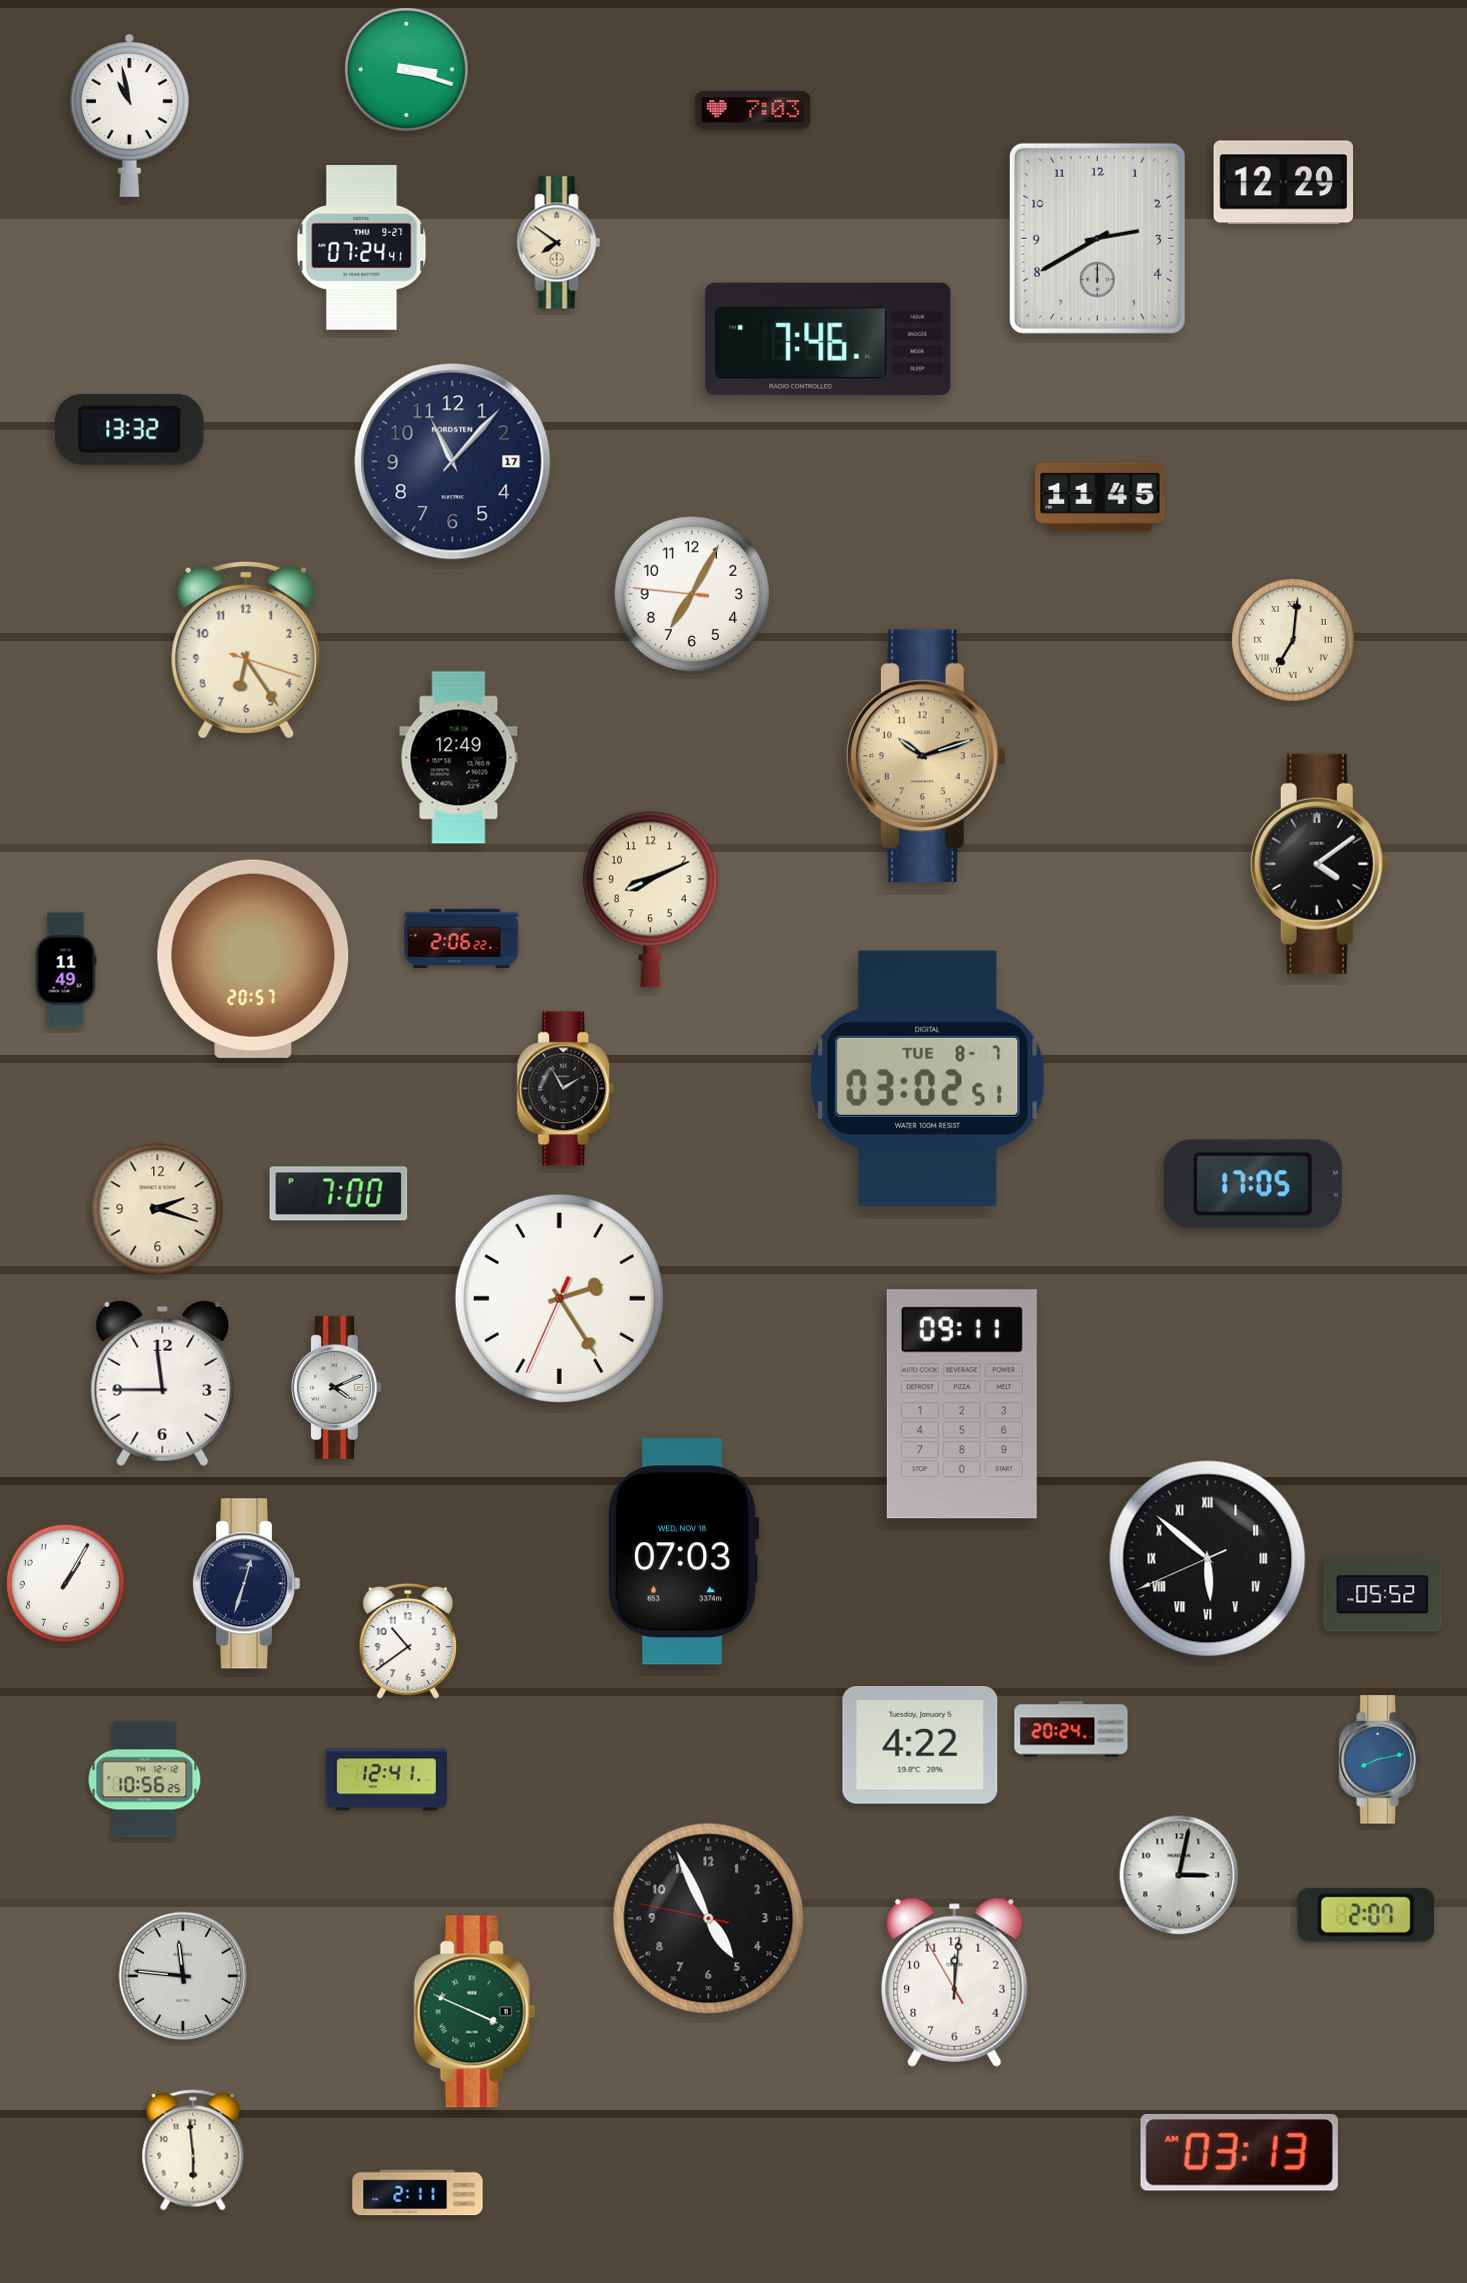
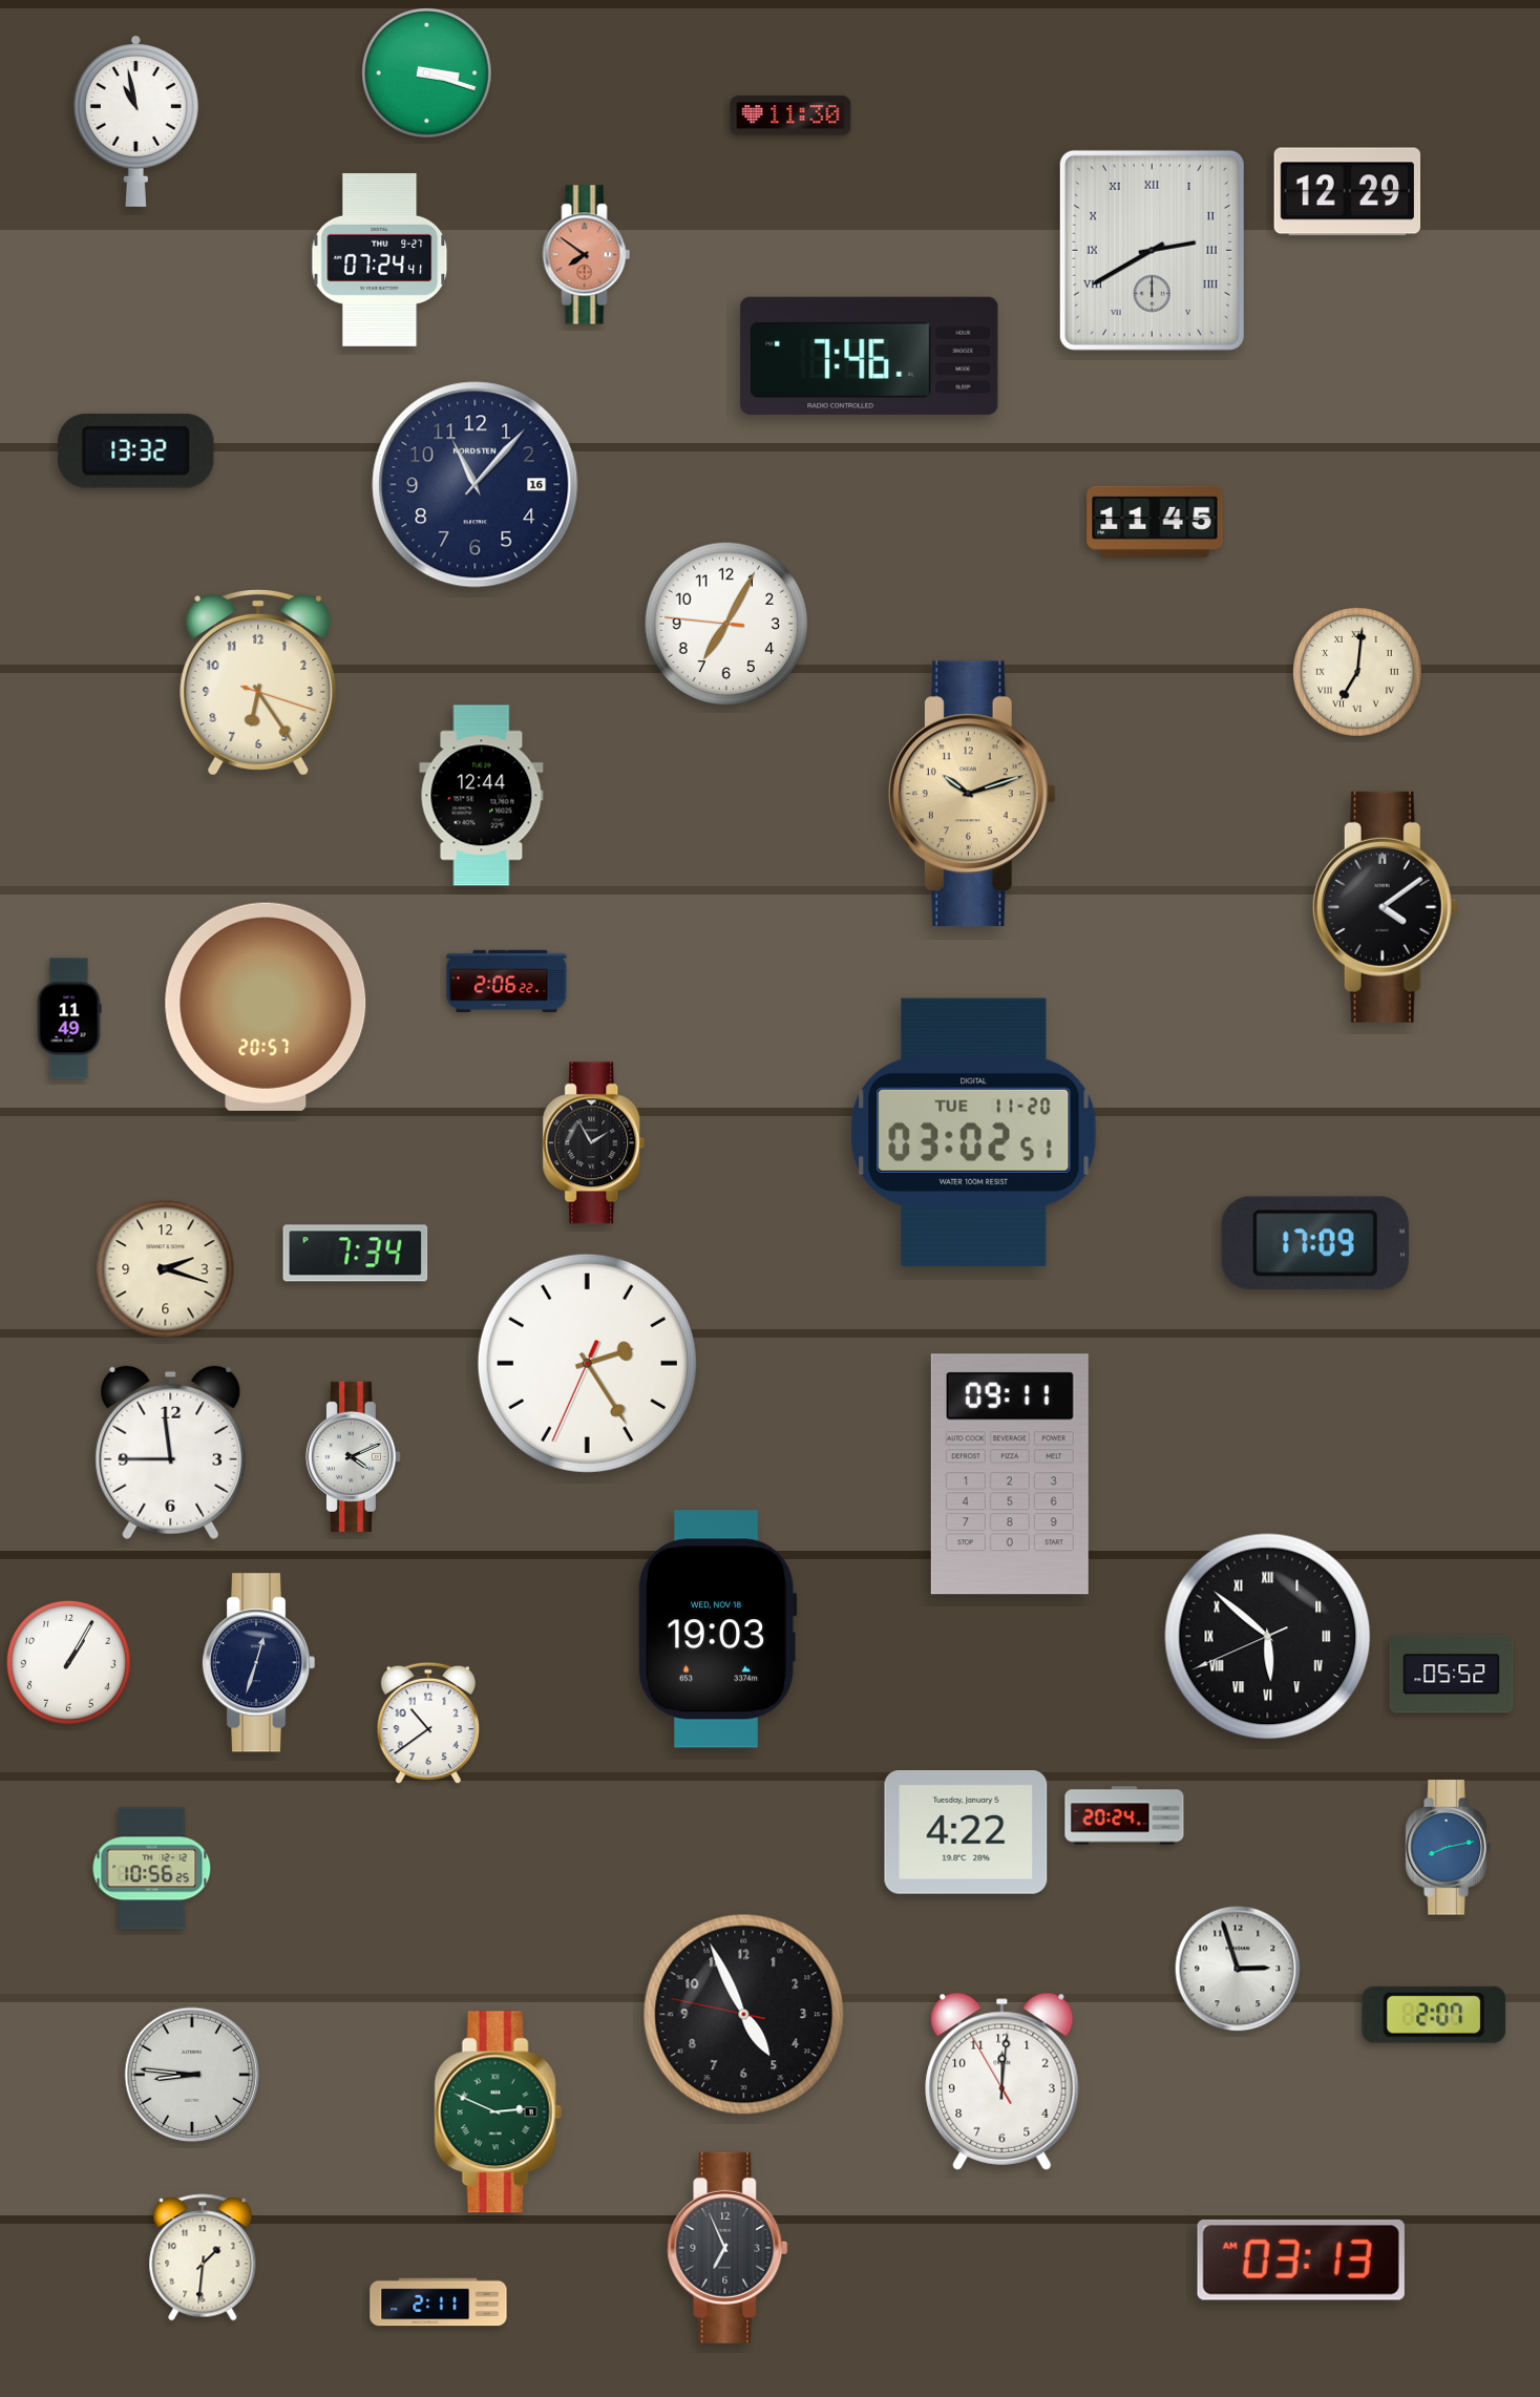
clock at (753, 110): 7:03 -> 11:30
clock at (1097, 238) numerals: Arabic -> Roman
clock at (559, 243) dial: cream -> salmon
clock at (453, 462) date: 17 -> 16
clock at (459, 758): 12:49 -> 12:44
clock at (651, 899): 8:11 -> none
clock at (462, 938) position: (462, 938) -> (507, 981)
clock at (928, 1078) date: TUE 8-7 -> TUE 11-20
clock at (1253, 1184): 17:05 -> 17:09
clock at (339, 1194): 7:00 -> 7:34
clock at (683, 1552): 07:03 -> 19:03
clock at (387, 1780): 12:41 -> none
clock at (1179, 1875): 3:02 -> 2:57
clock at (1366, 1915) position: (1366, 1915) -> (1434, 2015)
clock at (183, 1976): 11:46 -> 8:46
clock at (474, 2012): 3:49 -> 2:49
clock at (727, 2248): none -> 6:56
clock at (193, 2150): 5:59 -> 1:31
